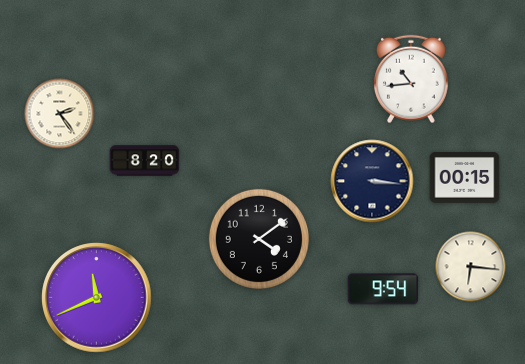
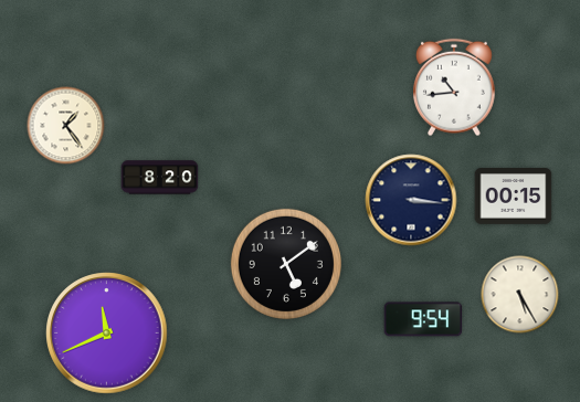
clock at (60, 114): 2:24 -> 1:24
clock at (259, 239): 4:09 -> 5:09
clock at (471, 267): 6:16 -> 5:25
clock at (97, 298) position: (97, 298) -> (107, 334)
